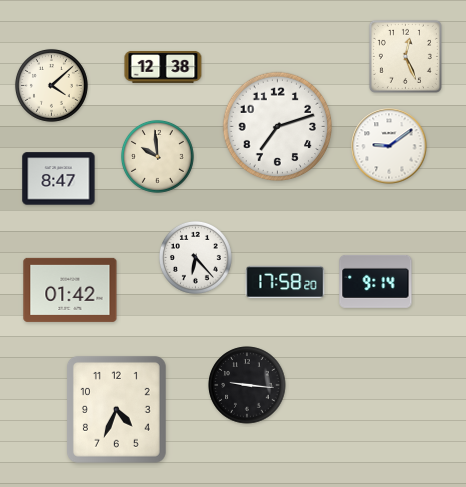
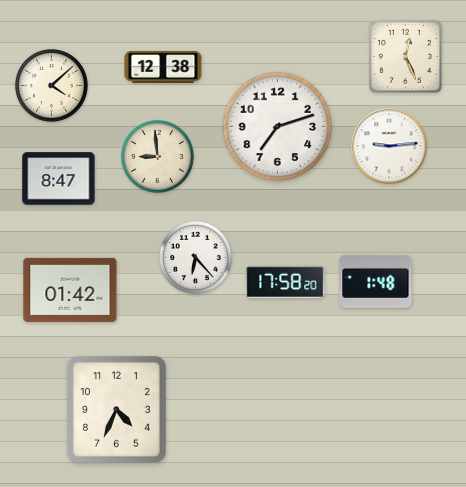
clock at (389, 146): 9:09 -> 9:14
clock at (157, 156): 9:59 -> 8:59
clock at (376, 281): 9:14 -> 1:48
clock at (247, 385): 9:16 -> none
